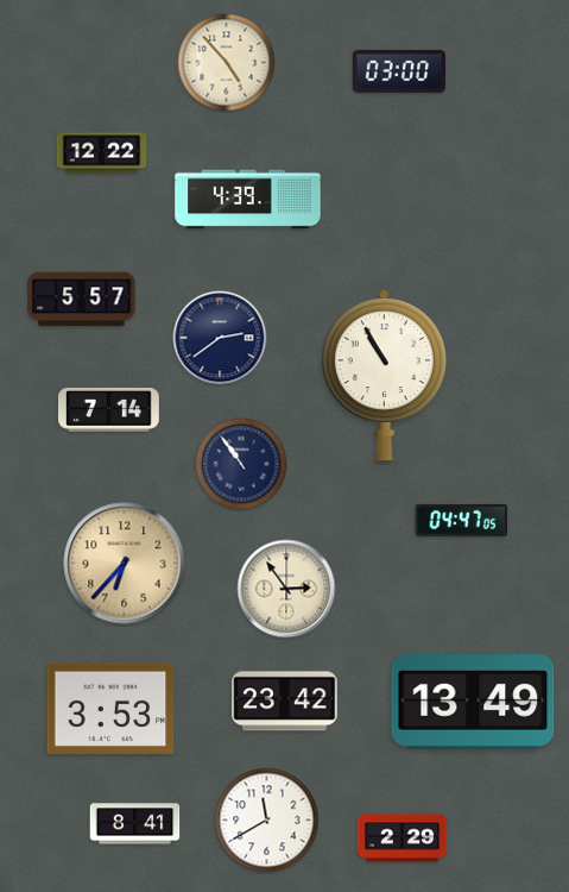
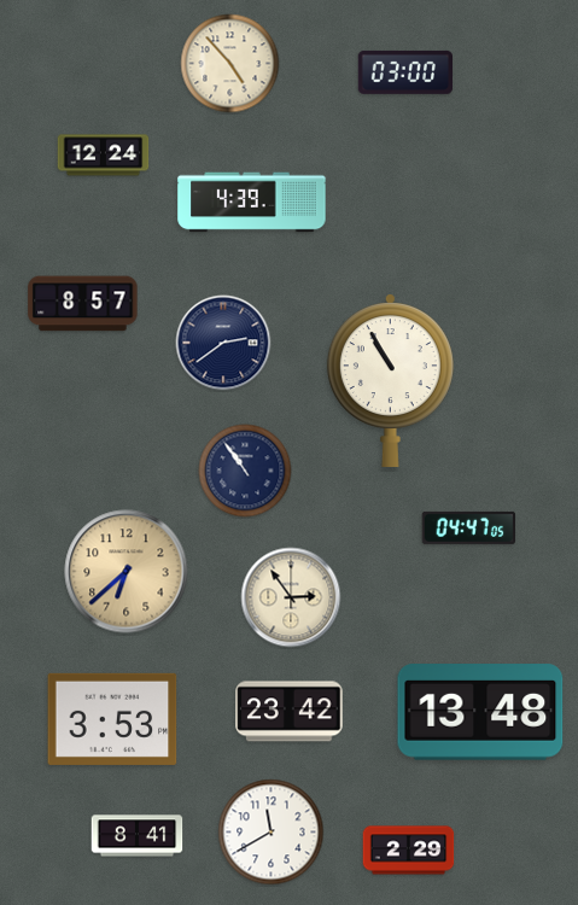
clock at (102, 153): 12:22 -> 12:24
clock at (82, 300): 5:57 -> 8:57
clock at (109, 410): 7:14 -> none
clock at (125, 564): 6:37 -> 6:38
clock at (473, 702): 13:49 -> 13:48
